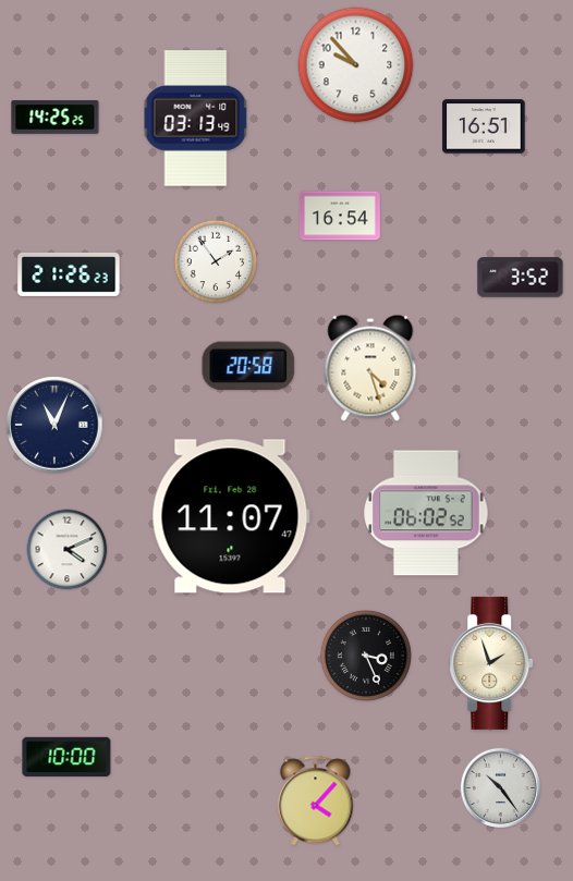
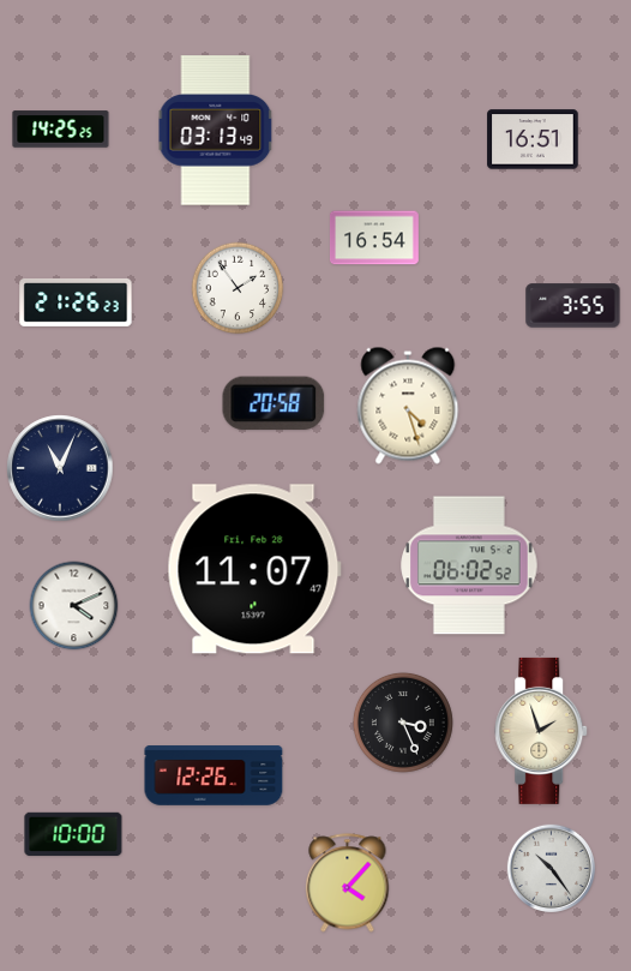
clock at (356, 65): 9:53 -> none
clock at (521, 278): 3:52 -> 3:55
clock at (214, 775): none -> 12:26
